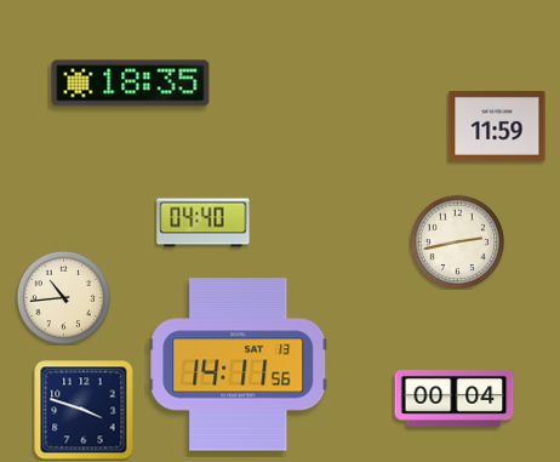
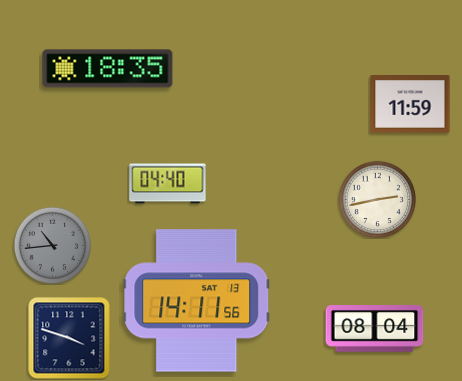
clock at (63, 297) dial: cream -> grey
clock at (455, 399): 00:04 -> 08:04
